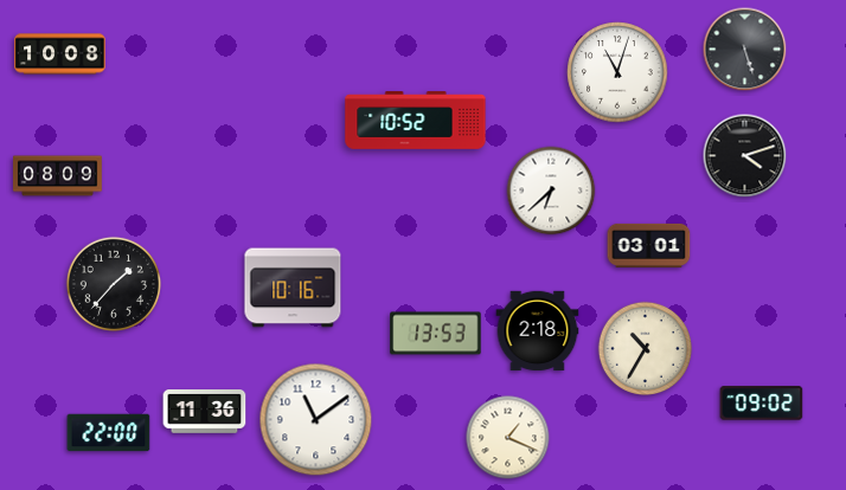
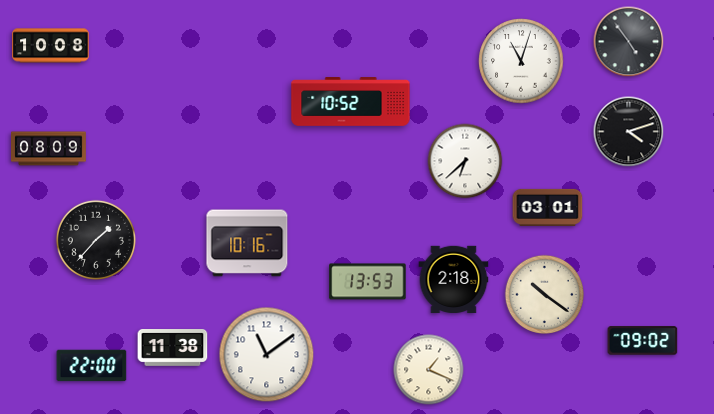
clock at (745, 50): 5:27 -> 4:54
clock at (645, 348): 10:35 -> 10:21
clock at (205, 412): 11:36 -> 11:38
